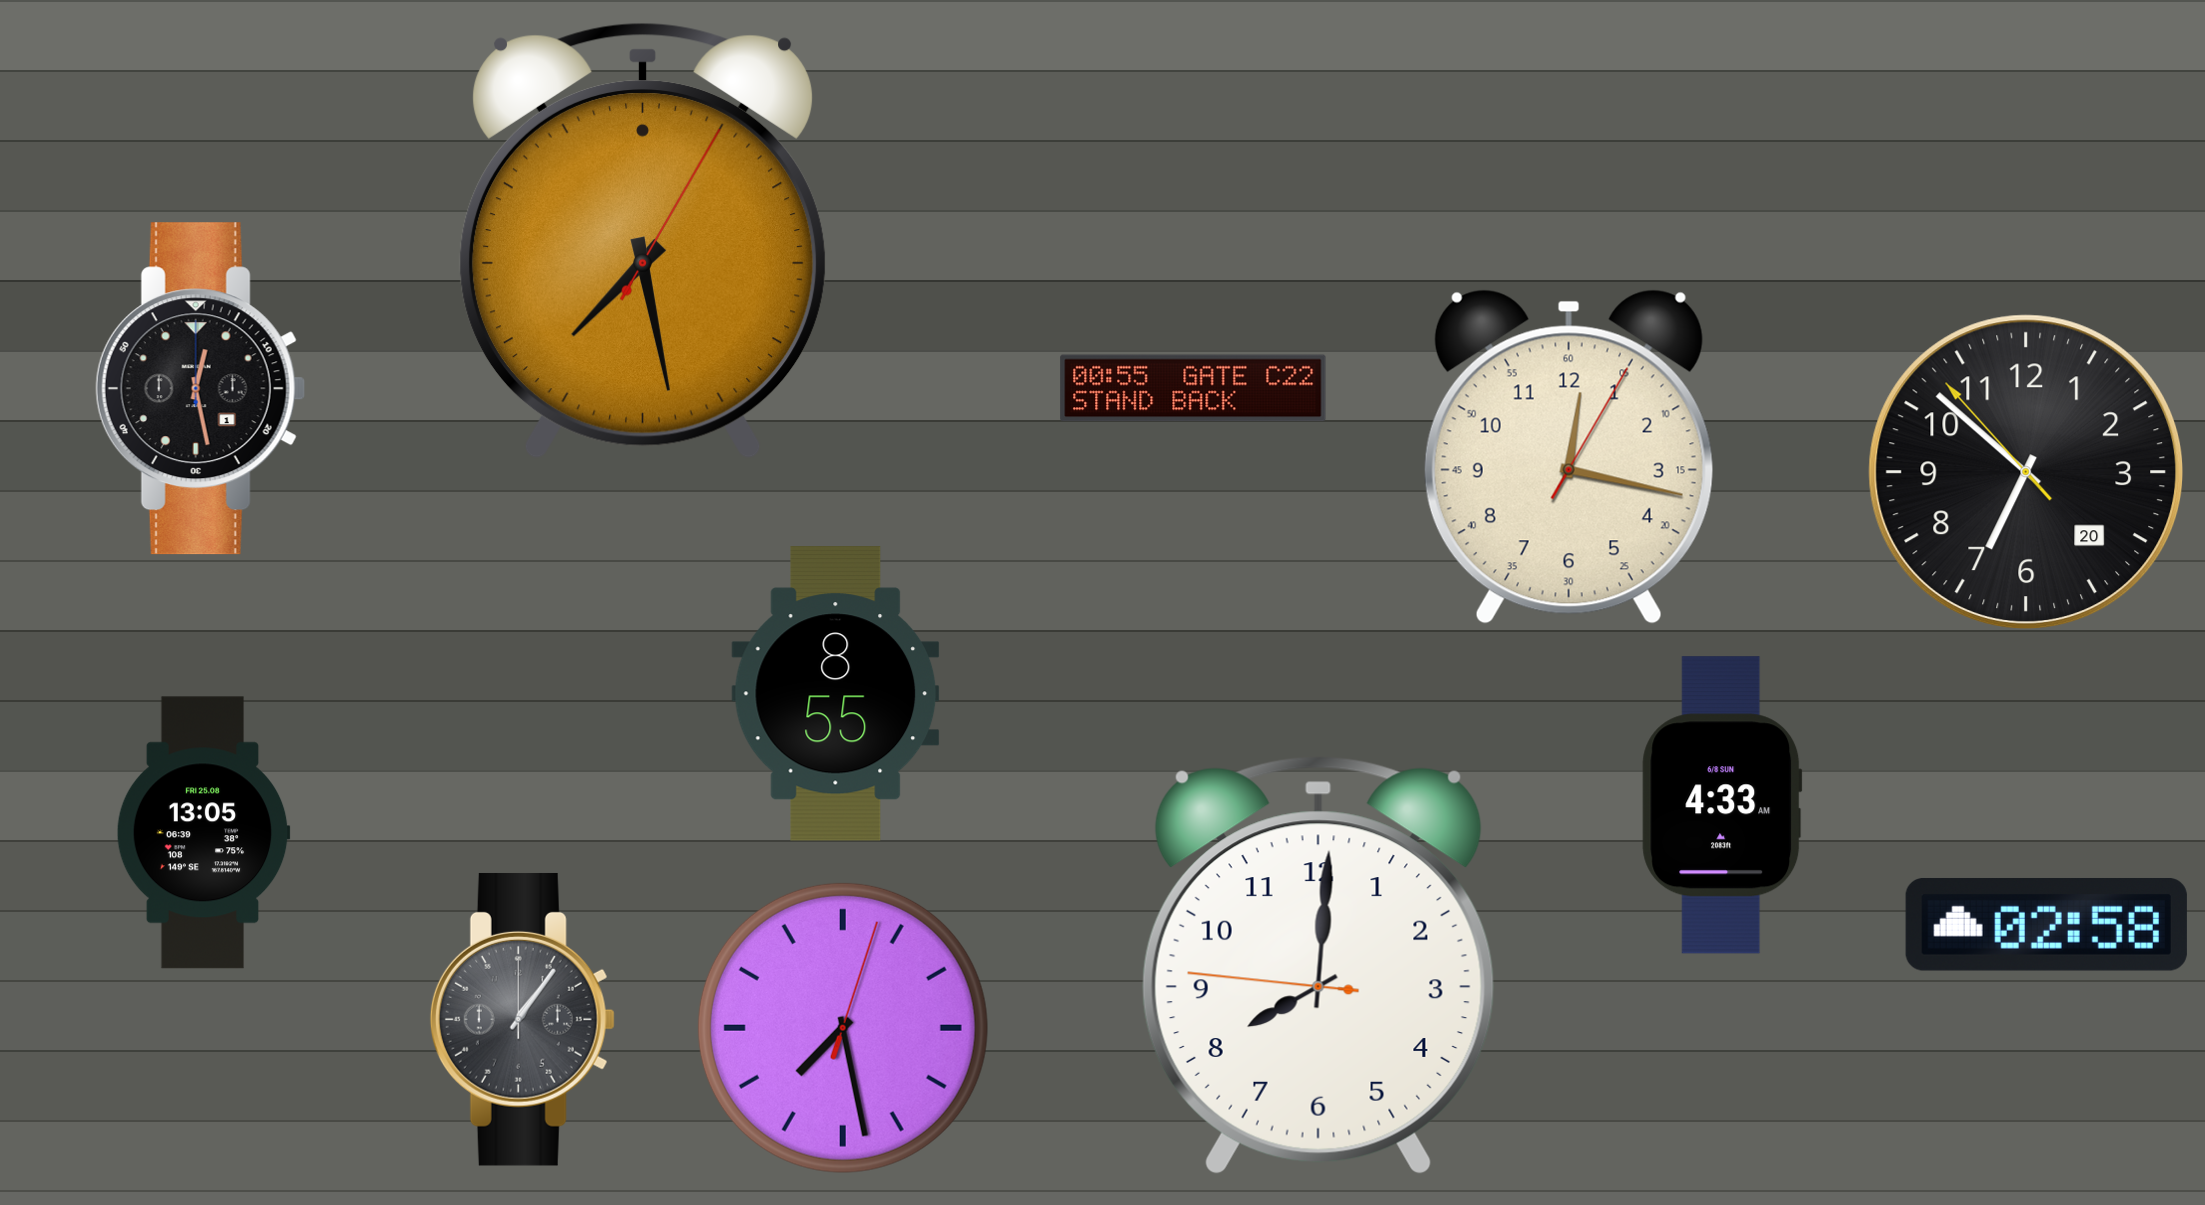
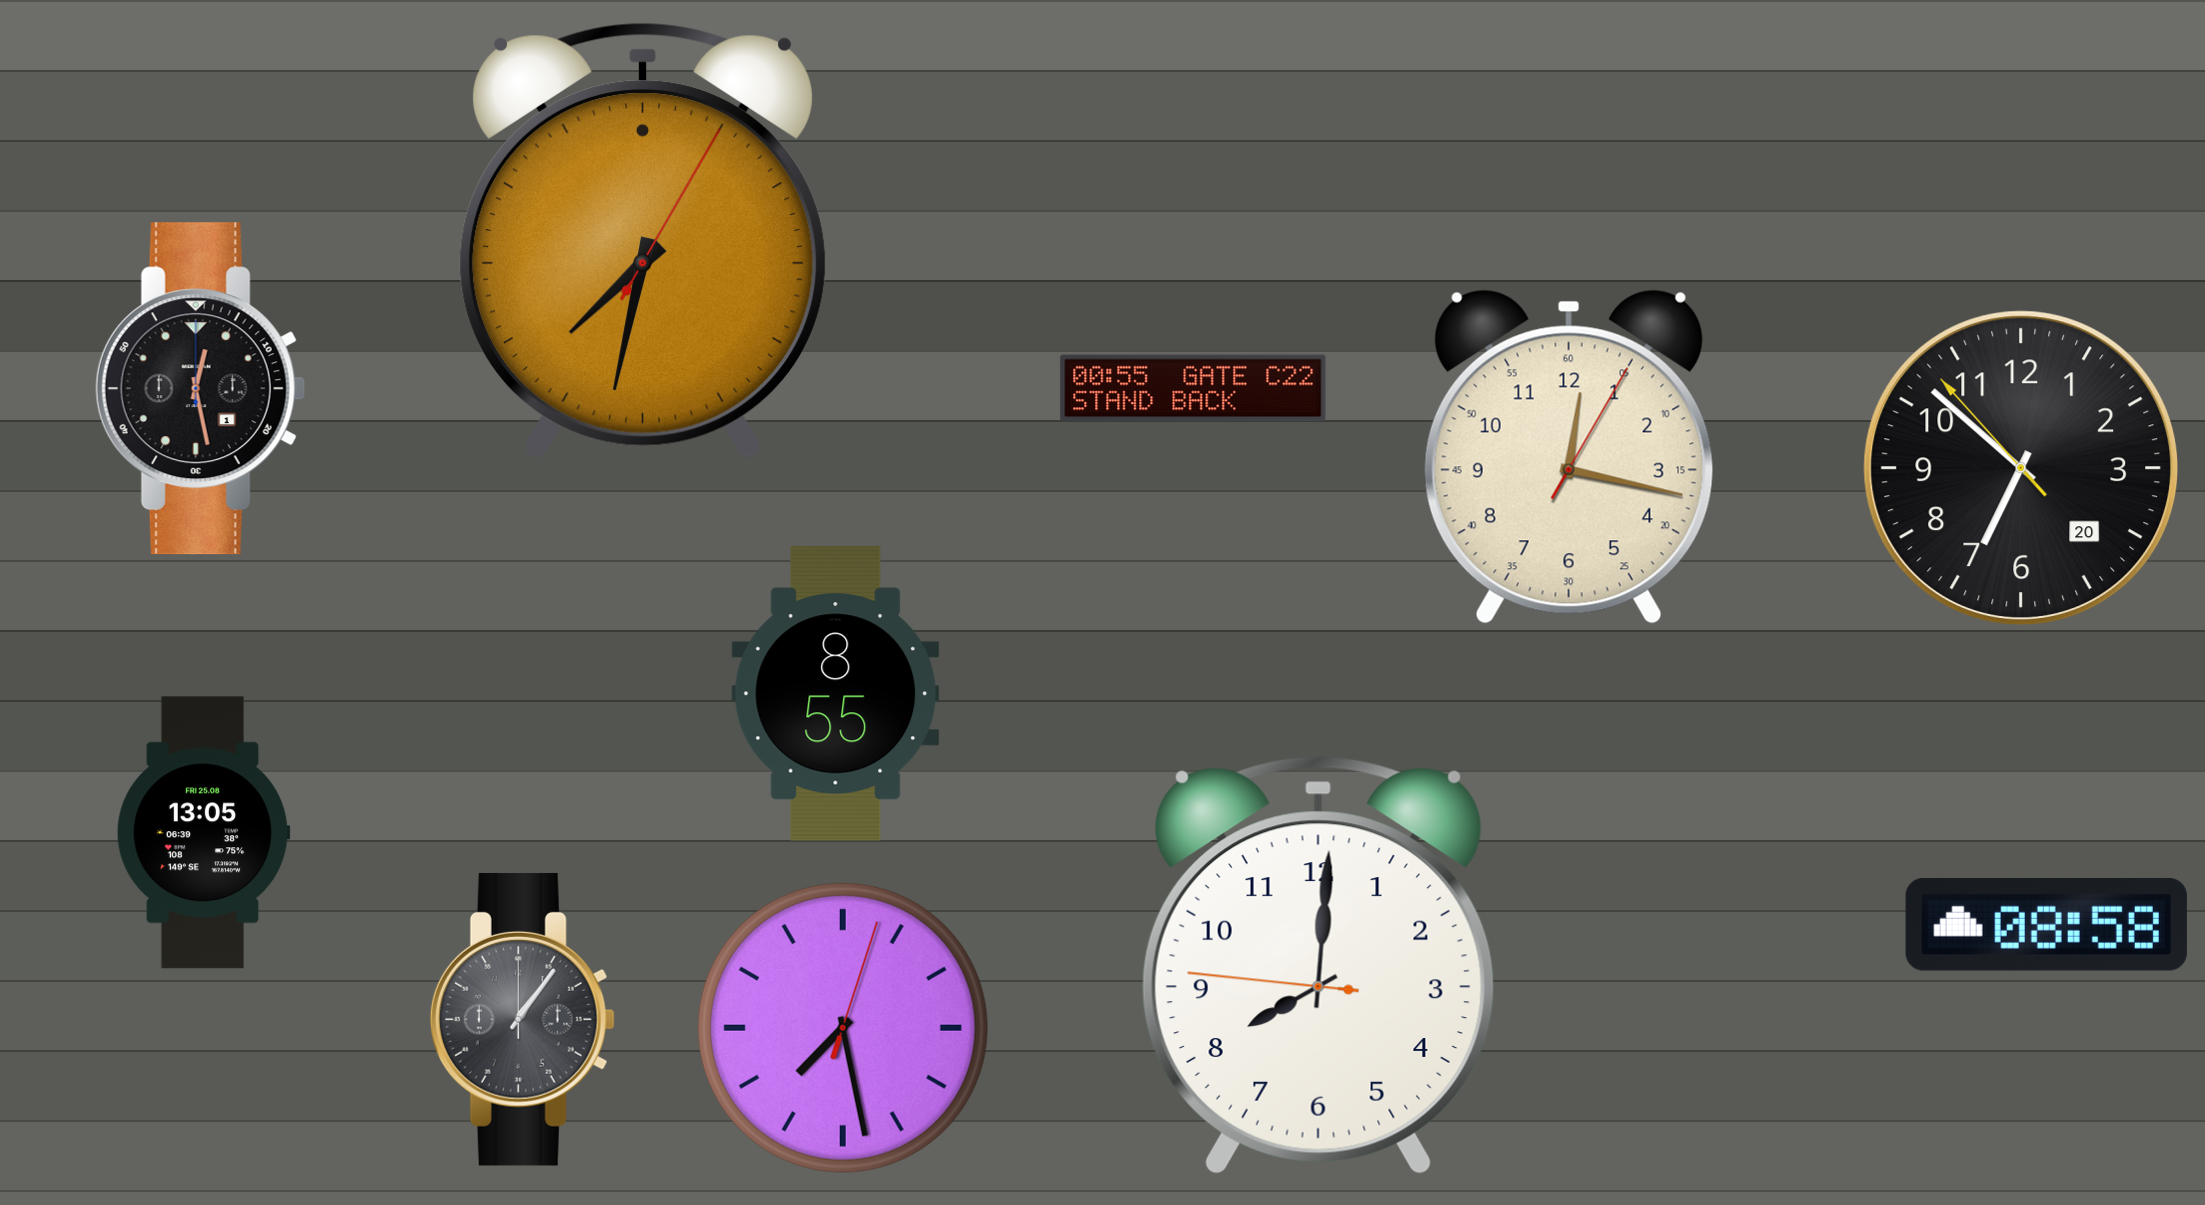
clock at (643, 241): 7:28 -> 7:32
clock at (2026, 472) position: (2026, 472) -> (2021, 468)
clock at (1722, 805): 4:33 -> none
clock at (2046, 924): 02:58 -> 08:58
